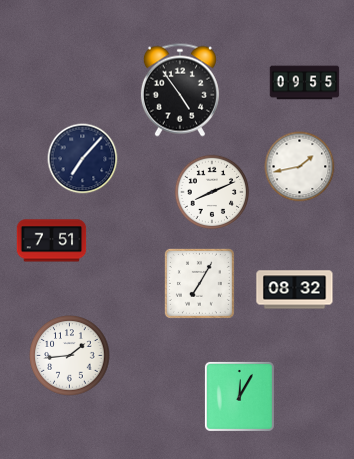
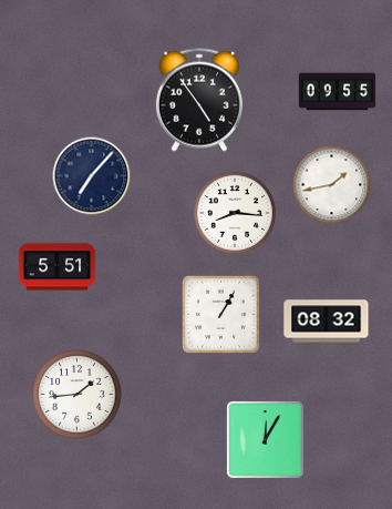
clock at (212, 192): 8:11 -> 8:16
clock at (52, 241): 7:51 -> 5:51
clock at (199, 283): 7:05 -> 1:05
